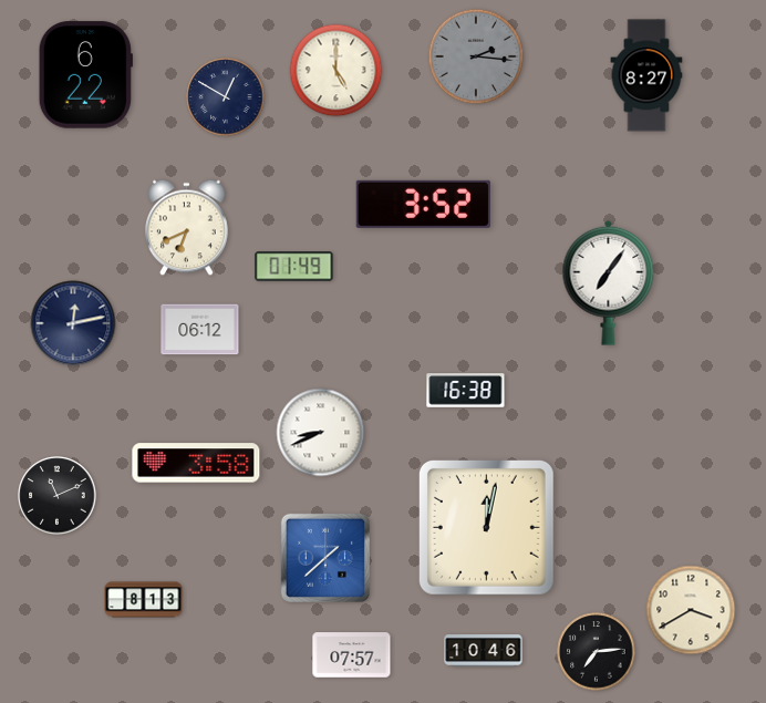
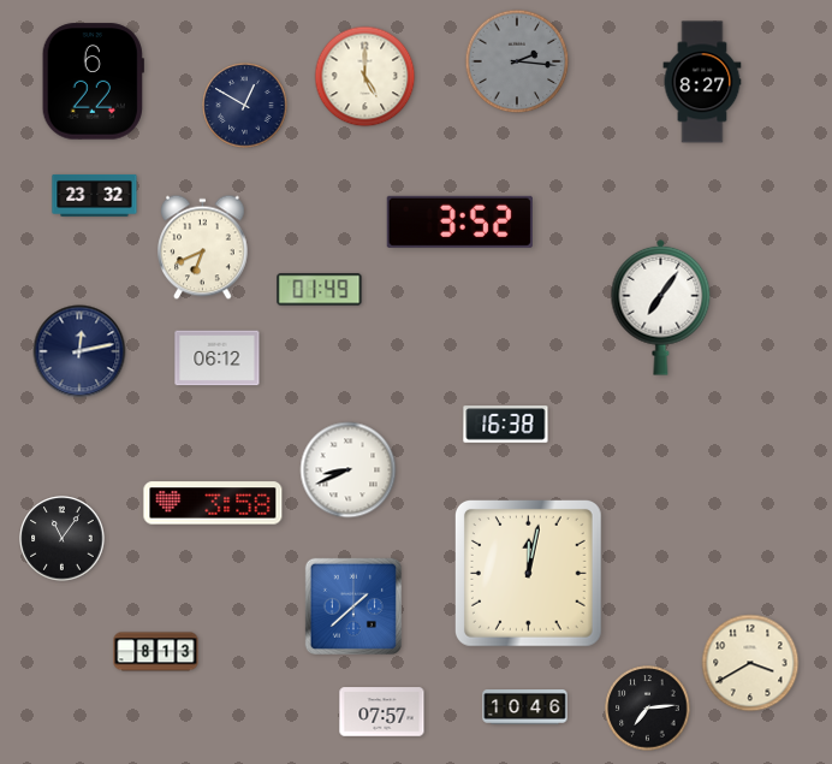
clock at (95, 195): none -> 23:32
clock at (58, 496): 11:11 -> 11:06
